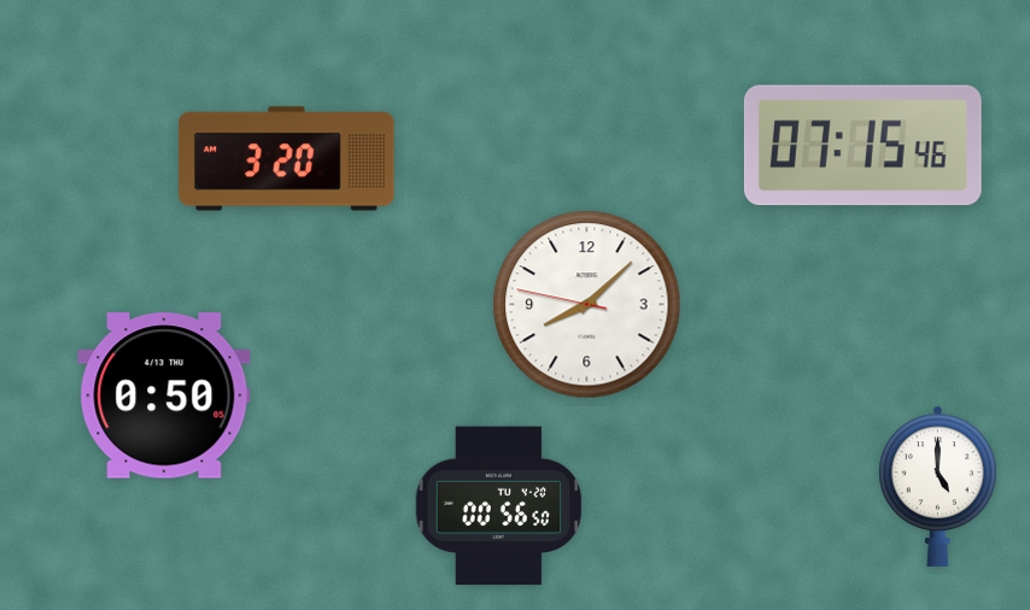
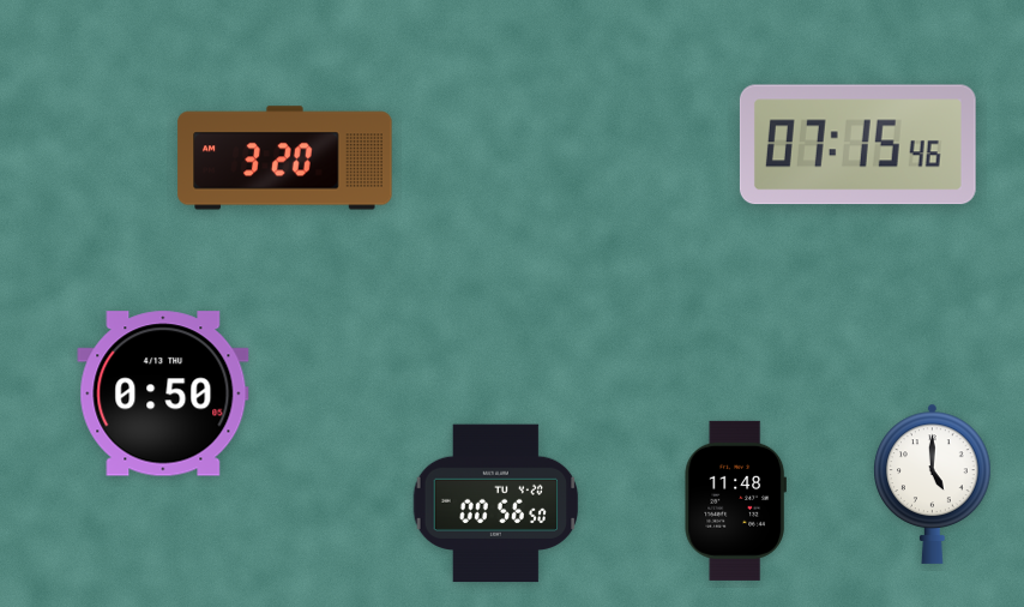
clock at (587, 305): 8:07 -> none
clock at (735, 500): none -> 11:48
